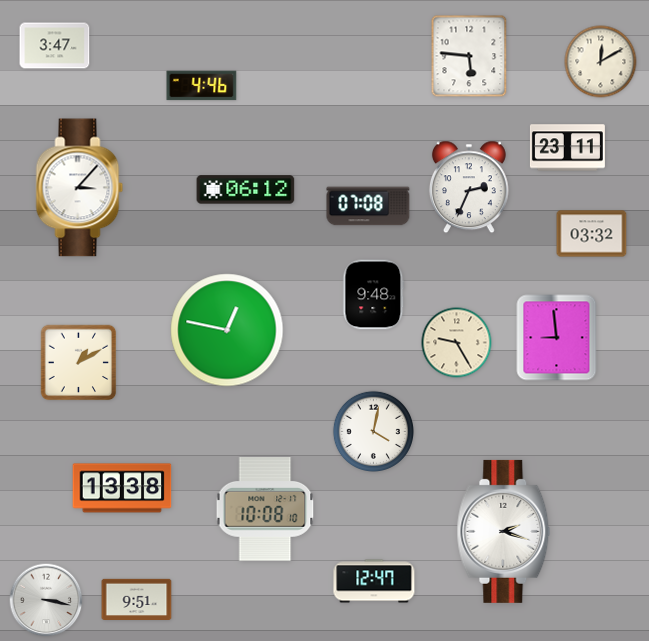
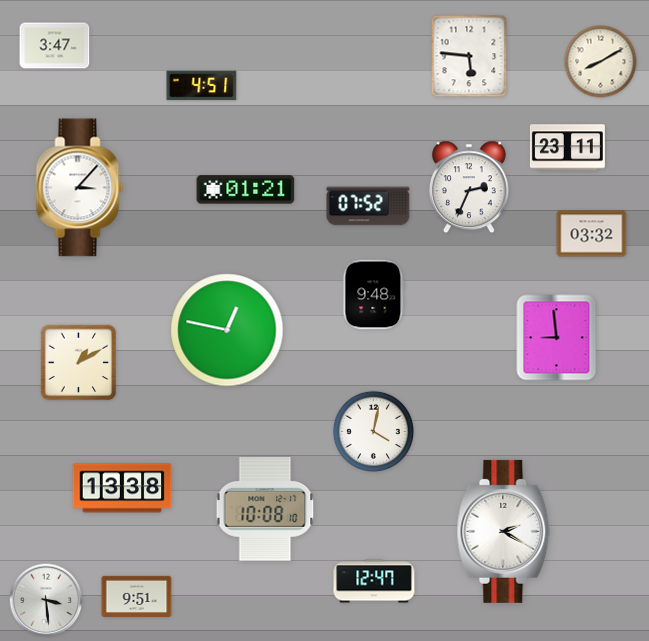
clock at (601, 62): 12:10 -> 8:10
clock at (202, 86): 4:46 -> 4:51
clock at (246, 190): 06:12 -> 01:21
clock at (368, 206): 07:08 -> 07:52
clock at (457, 343): 9:25 -> none
clock at (504, 531): 2:18 -> 2:20
clock at (137, 599) position: (137, 599) -> (137, 596)
clock at (46, 600): 3:17 -> 3:29
